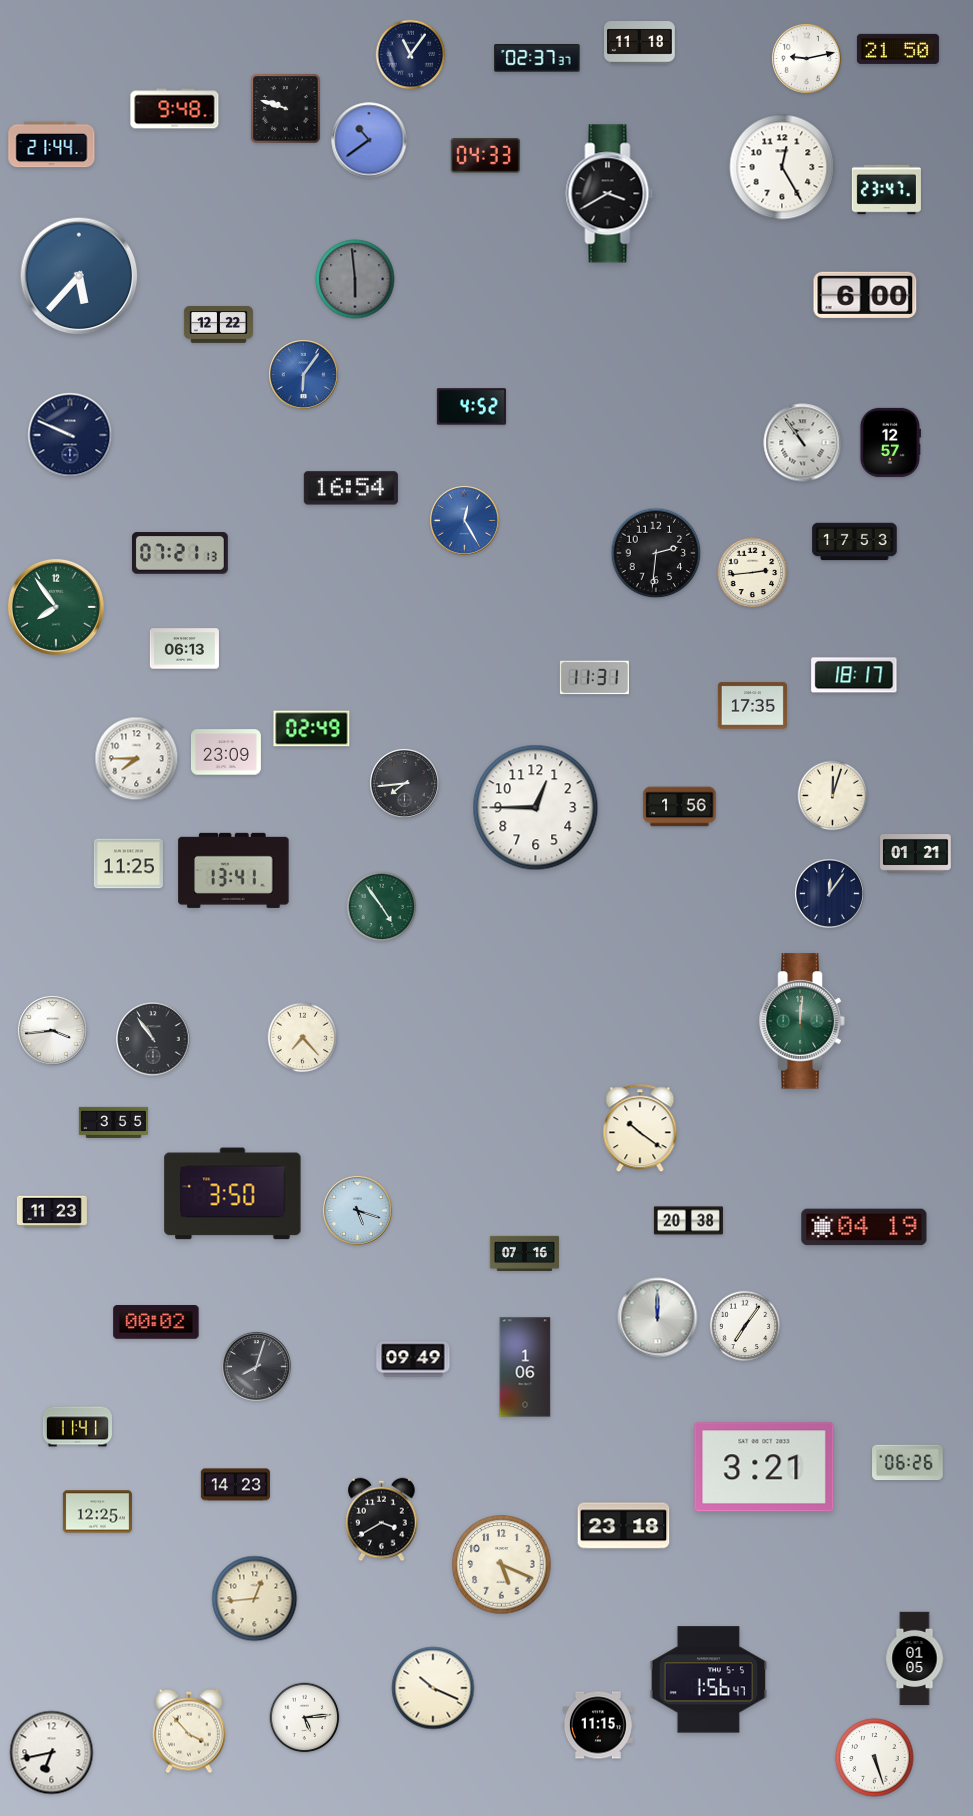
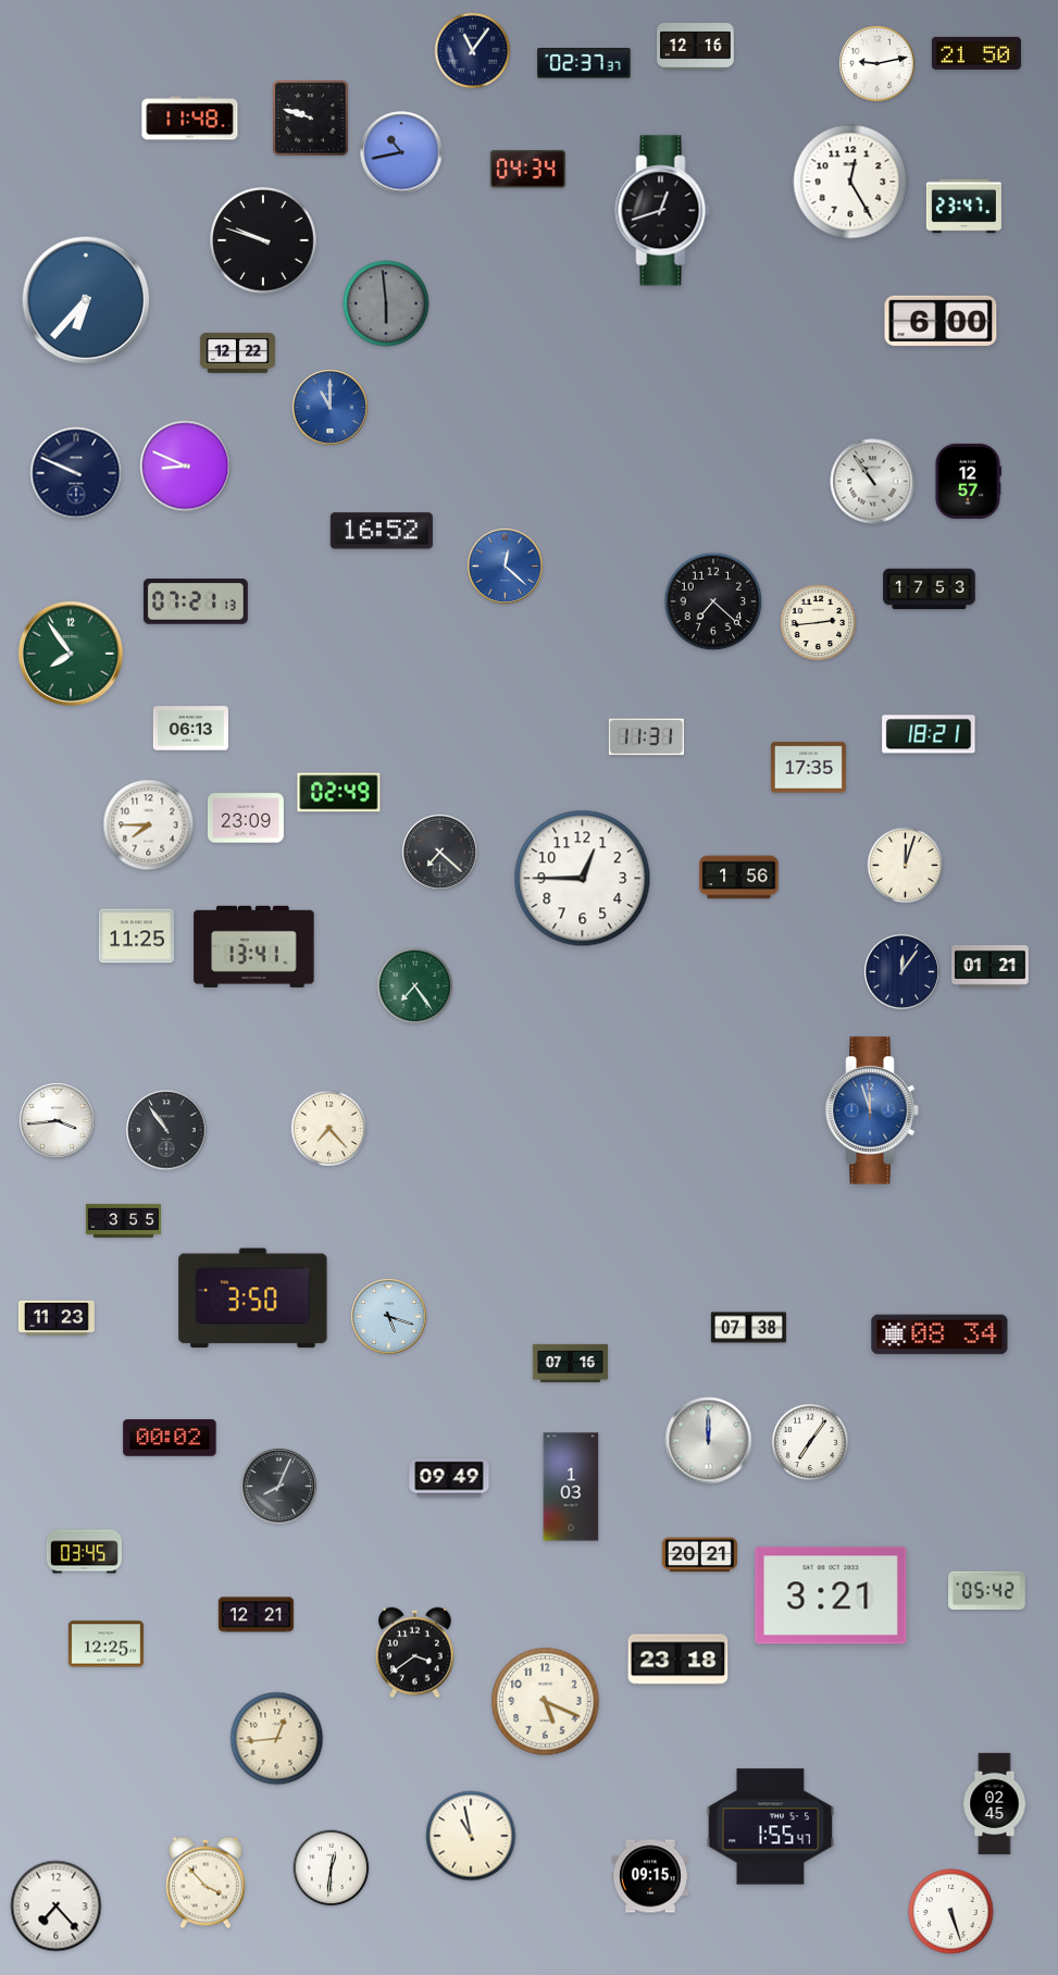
clock at (640, 43): 11:18 -> 12:16
clock at (411, 55) position: (411, 55) -> (473, 51)
clock at (175, 109): 9:48 -> 11:48
clock at (369, 140): 10:39 -> 10:43
clock at (52, 145): 21:44 -> none
clock at (485, 156): 04:33 -> 04:34
clock at (610, 194): 3:40 -> 12:42
clock at (263, 240): none -> 9:48
clock at (79, 276): 5:37 -> 6:37
clock at (303, 374): 6:06 -> 11:00
clock at (471, 407): 4:52 -> none
clock at (186, 467): none -> 8:49
clock at (351, 488): 16:54 -> 16:52
clock at (464, 520): 12:25 -> 12:22
clock at (656, 553): 2:31 -> 7:22
clock at (56, 607) position: (56, 607) -> (71, 654)
clock at (184, 649) position: (184, 649) -> (190, 729)
clock at (854, 675): 18:17 -> 18:21
clock at (752, 706) position: (752, 706) -> (808, 768)
clock at (404, 783): 7:44 -> 7:22
clock at (916, 854) position: (916, 854) -> (991, 967)
clock at (128, 864) position: (128, 864) -> (136, 936)
clock at (382, 907): 4:54 -> 7:24
clock at (802, 1021): 12:01 -> 11:57
clock at (802, 1021) dial: green -> blue
clock at (640, 1129): 10:21 -> none
clock at (688, 1221): 20:38 -> 07:38
clock at (864, 1227): 04:19 -> 08:34
clock at (658, 1318) position: (658, 1318) -> (709, 1441)
clock at (256, 1366): 8:03 -> 8:04
clock at (525, 1367): 1:06 -> 1:03
clock at (77, 1427): 11:41 -> 03:45
clock at (699, 1555): none -> 20:21
clock at (908, 1463): 06:26 -> 05:42
clock at (235, 1485): 14:23 -> 12:21
clock at (382, 1520): 3:40 -> 3:39
clock at (915, 1659): 01:05 -> 02:45
clock at (709, 1680): 1:56 -> 1:55
clock at (433, 1688): 10:19 -> 10:58
clock at (305, 1718): 5:14 -> 12:31
clock at (598, 1725): 11:15 -> 09:15
clock at (52, 1753): 6:43 -> 7:23
